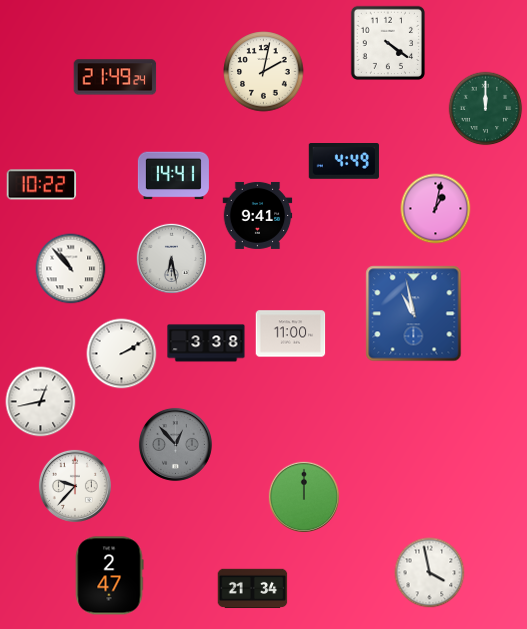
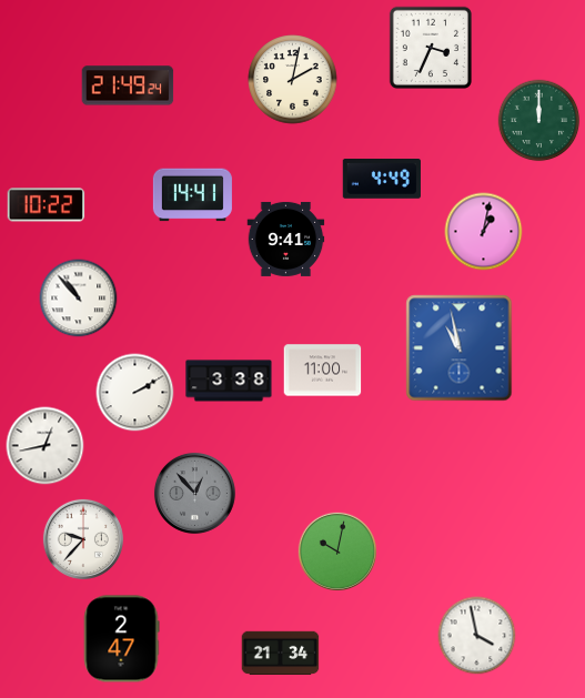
clock at (388, 43): 4:21 -> 3:34
clock at (172, 259): 6:28 -> none
clock at (303, 496): 12:00 -> 10:02
